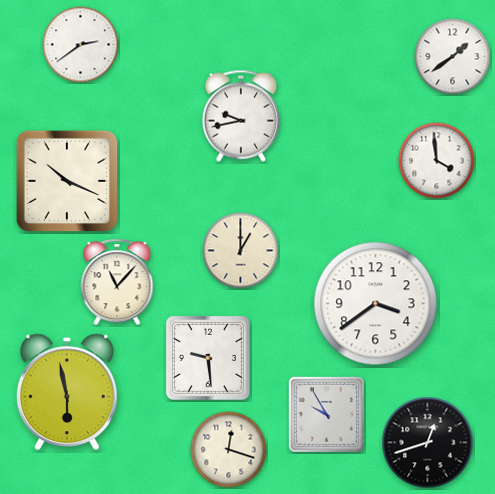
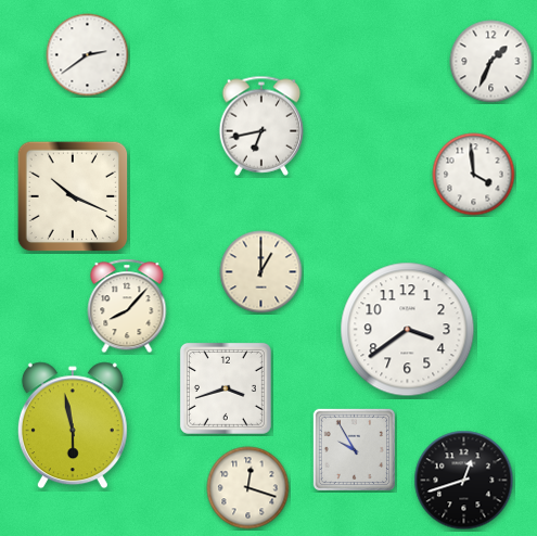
clock at (81, 45) position: (81, 45) -> (88, 55)
clock at (453, 57): 1:39 -> 1:34
clock at (241, 116): 9:43 -> 6:43
clock at (117, 282): 11:07 -> 8:07
clock at (208, 358): 9:29 -> 3:42
